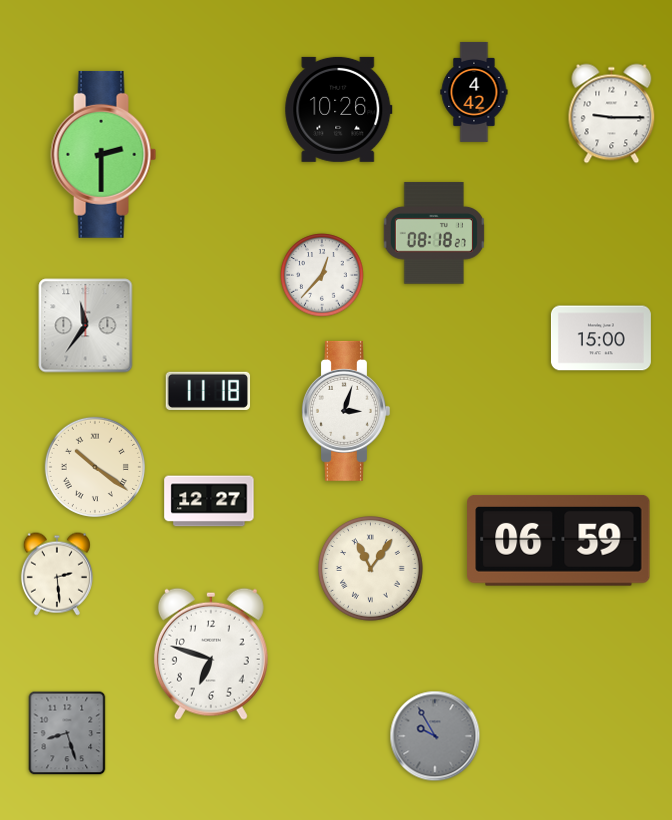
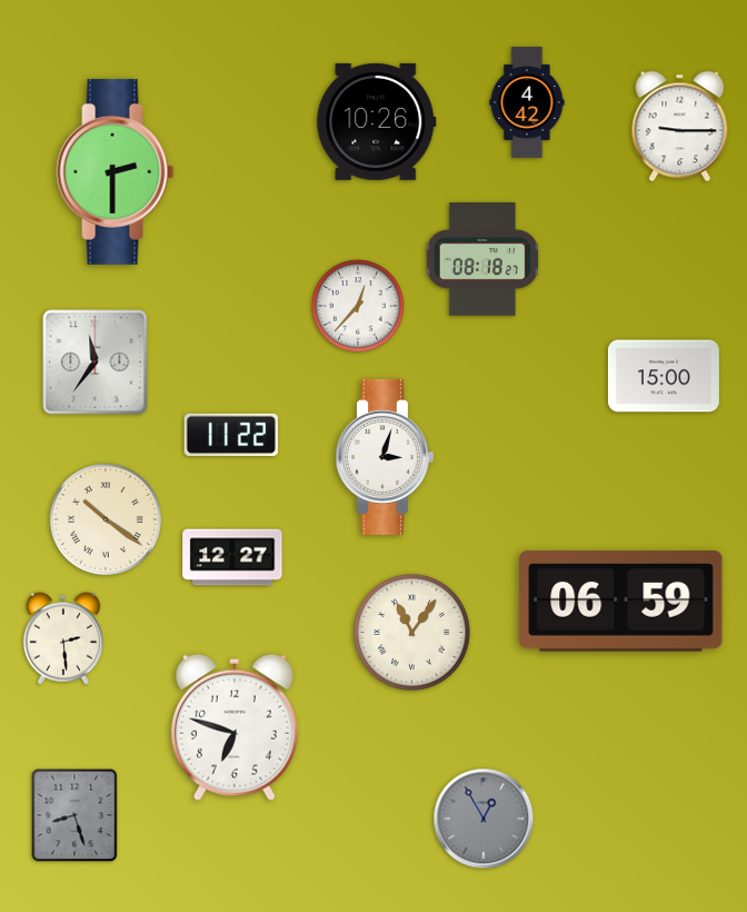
clock at (601, 338) position: (601, 338) -> (664, 376)
clock at (208, 391): 11:18 -> 11:22
clock at (435, 736): 9:55 -> 12:55
